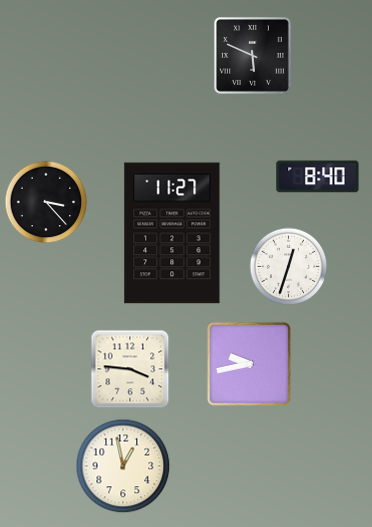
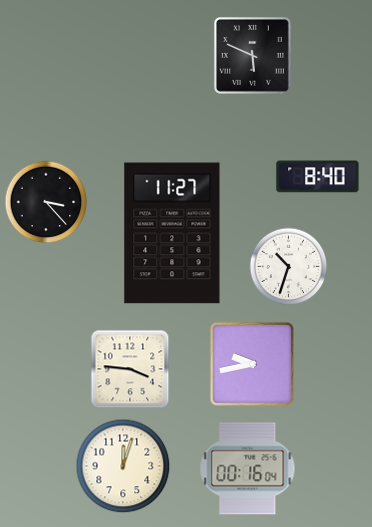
clock at (288, 266): 12:33 -> 10:33
clock at (249, 364) position: (249, 364) -> (252, 364)
clock at (123, 466): 12:58 -> 12:03
clock at (248, 469): none -> 00:16
